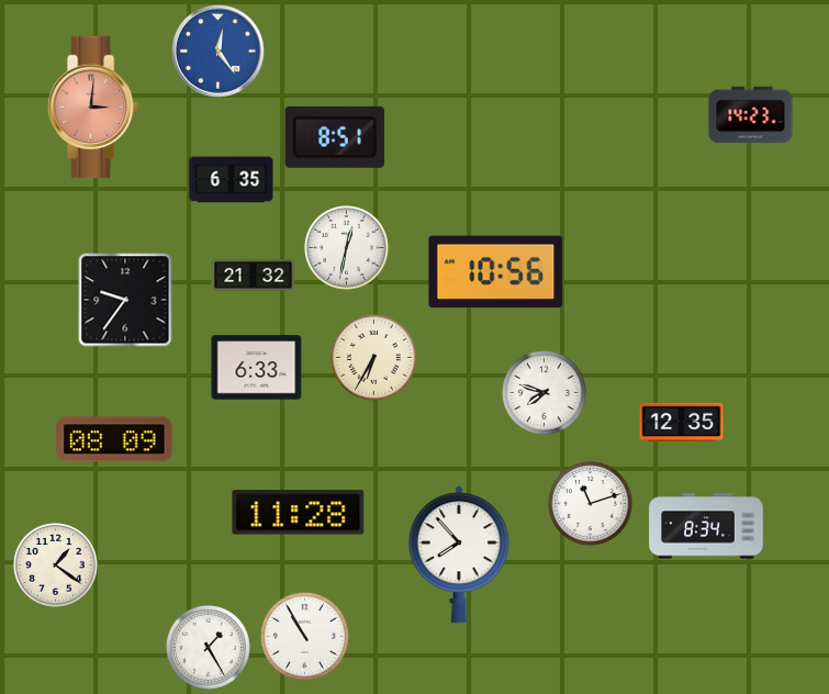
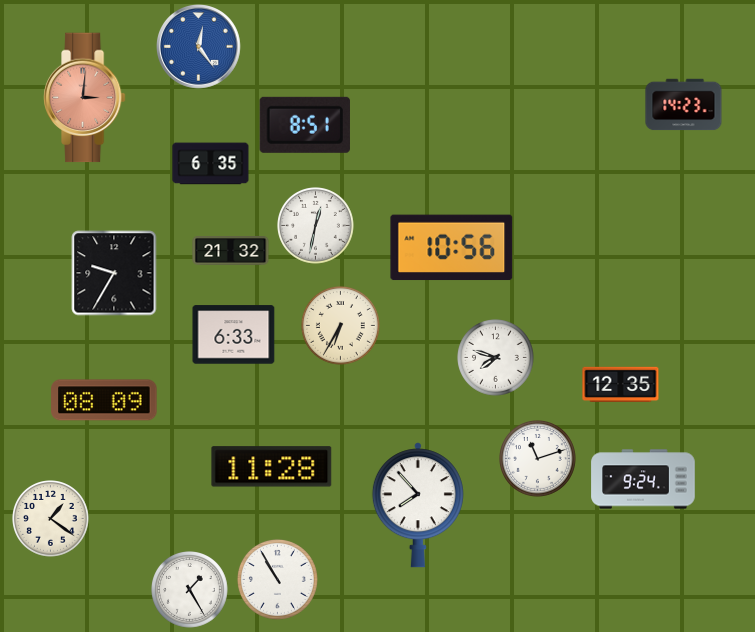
clock at (125, 300): 9:36 -> 9:35
clock at (706, 526): 8:34 -> 9:24
clock at (56, 566) position: (56, 566) -> (51, 519)
